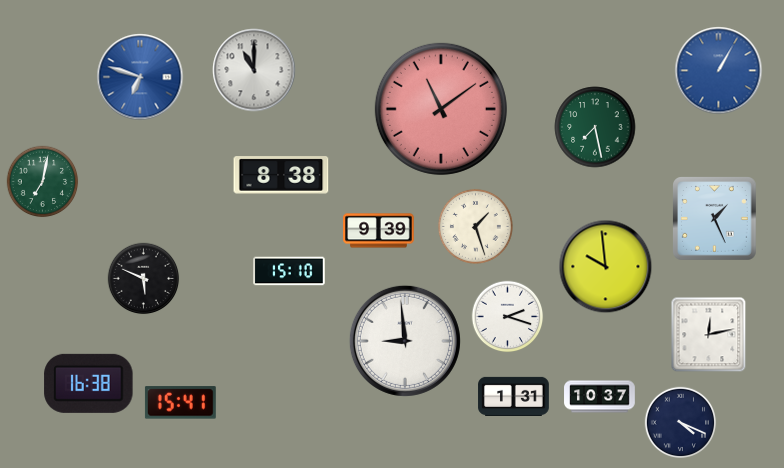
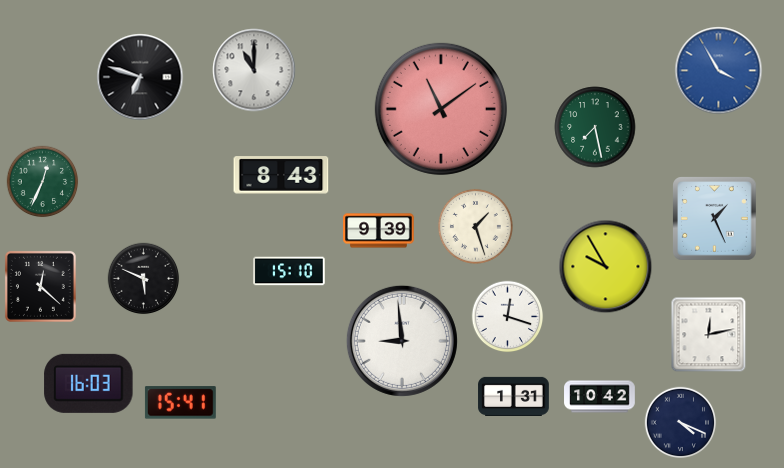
clock at (719, 71): 1:05 -> 3:55
clock at (140, 77) dial: blue -> black
clock at (281, 175): 8:38 -> 8:43
clock at (43, 182): 7:02 -> 12:34
clock at (606, 267): 9:59 -> 9:55
clock at (40, 286): none -> 12:22
clock at (508, 317): 2:18 -> 12:18
clock at (405, 341) position: (405, 341) -> (402, 341)
clock at (89, 383): 16:38 -> 16:03
clock at (600, 397): 10:37 -> 10:42
